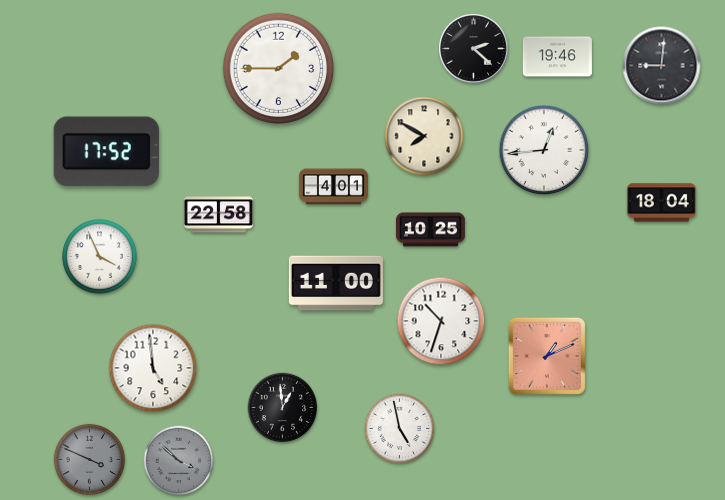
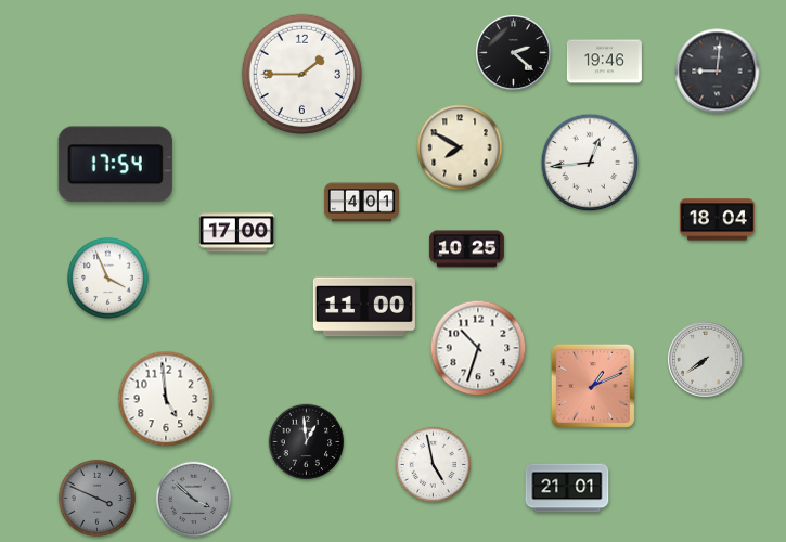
clock at (106, 152): 17:52 -> 17:54
clock at (218, 215): 22:58 -> 17:00
clock at (706, 360): none -> 7:39
clock at (567, 488): none -> 21:01
